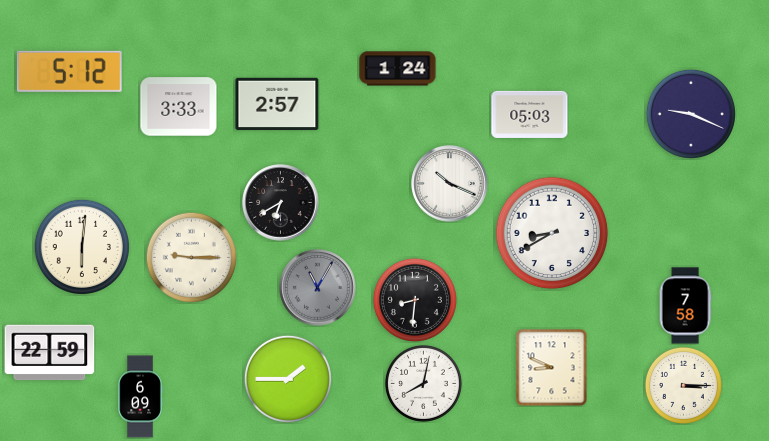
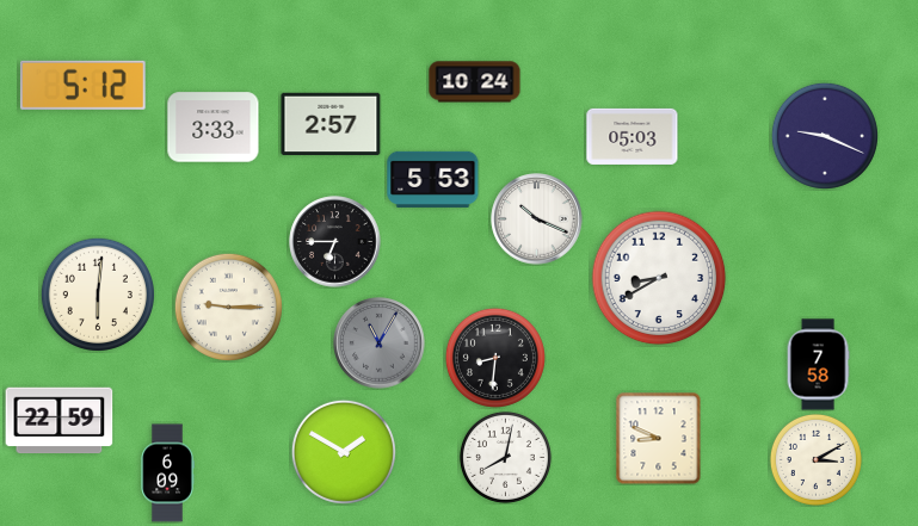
clock at (398, 69): 1:24 -> 10:24
clock at (433, 179): none -> 5:53
clock at (281, 203): 6:40 -> 6:45
clock at (288, 379): 1:45 -> 1:50
clock at (683, 385): 3:15 -> 3:10
